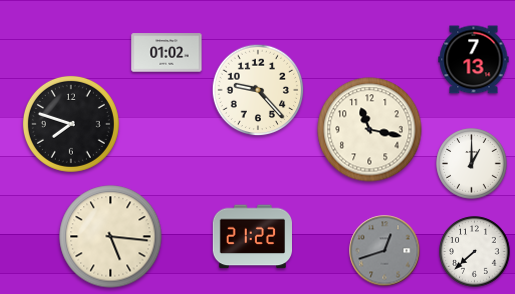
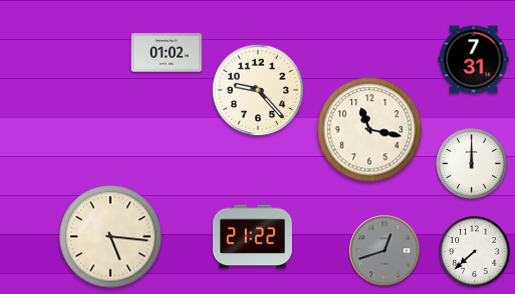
clock at (474, 60): 7:13 -> 7:31
clock at (71, 124): 7:48 -> none
clock at (472, 164): 1:00 -> 12:00
